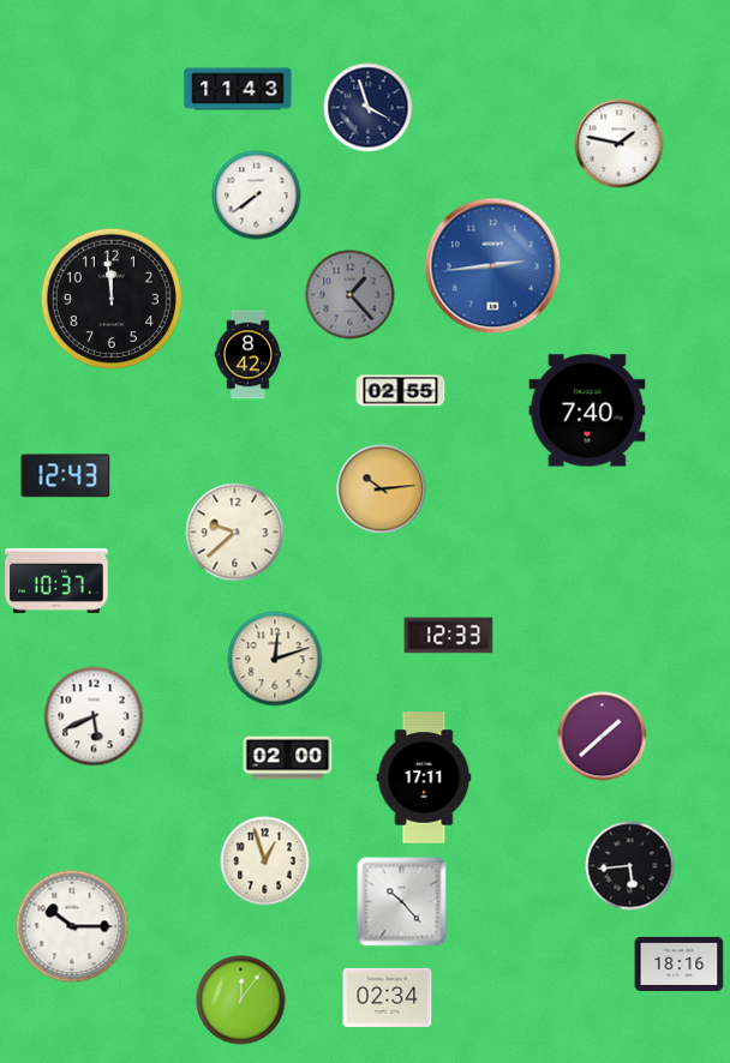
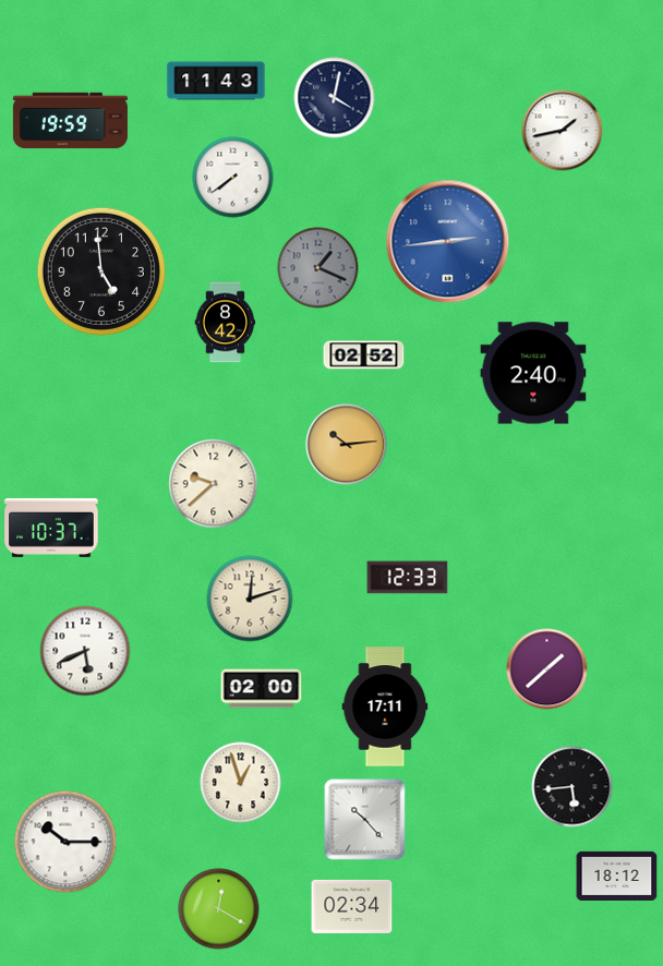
clock at (369, 108): 3:57 -> 4:02
clock at (70, 120): none -> 19:59
clock at (620, 144): 1:47 -> 1:43
clock at (351, 295): 1:23 -> 1:19
clock at (112, 299): 11:59 -> 4:59
clock at (401, 391): 02:55 -> 02:52
clock at (587, 410): 7:40 -> 2:40
clock at (66, 476): 12:43 -> none
clock at (680, 963): 18:16 -> 18:12
clock at (241, 1001): 12:06 -> 12:20
